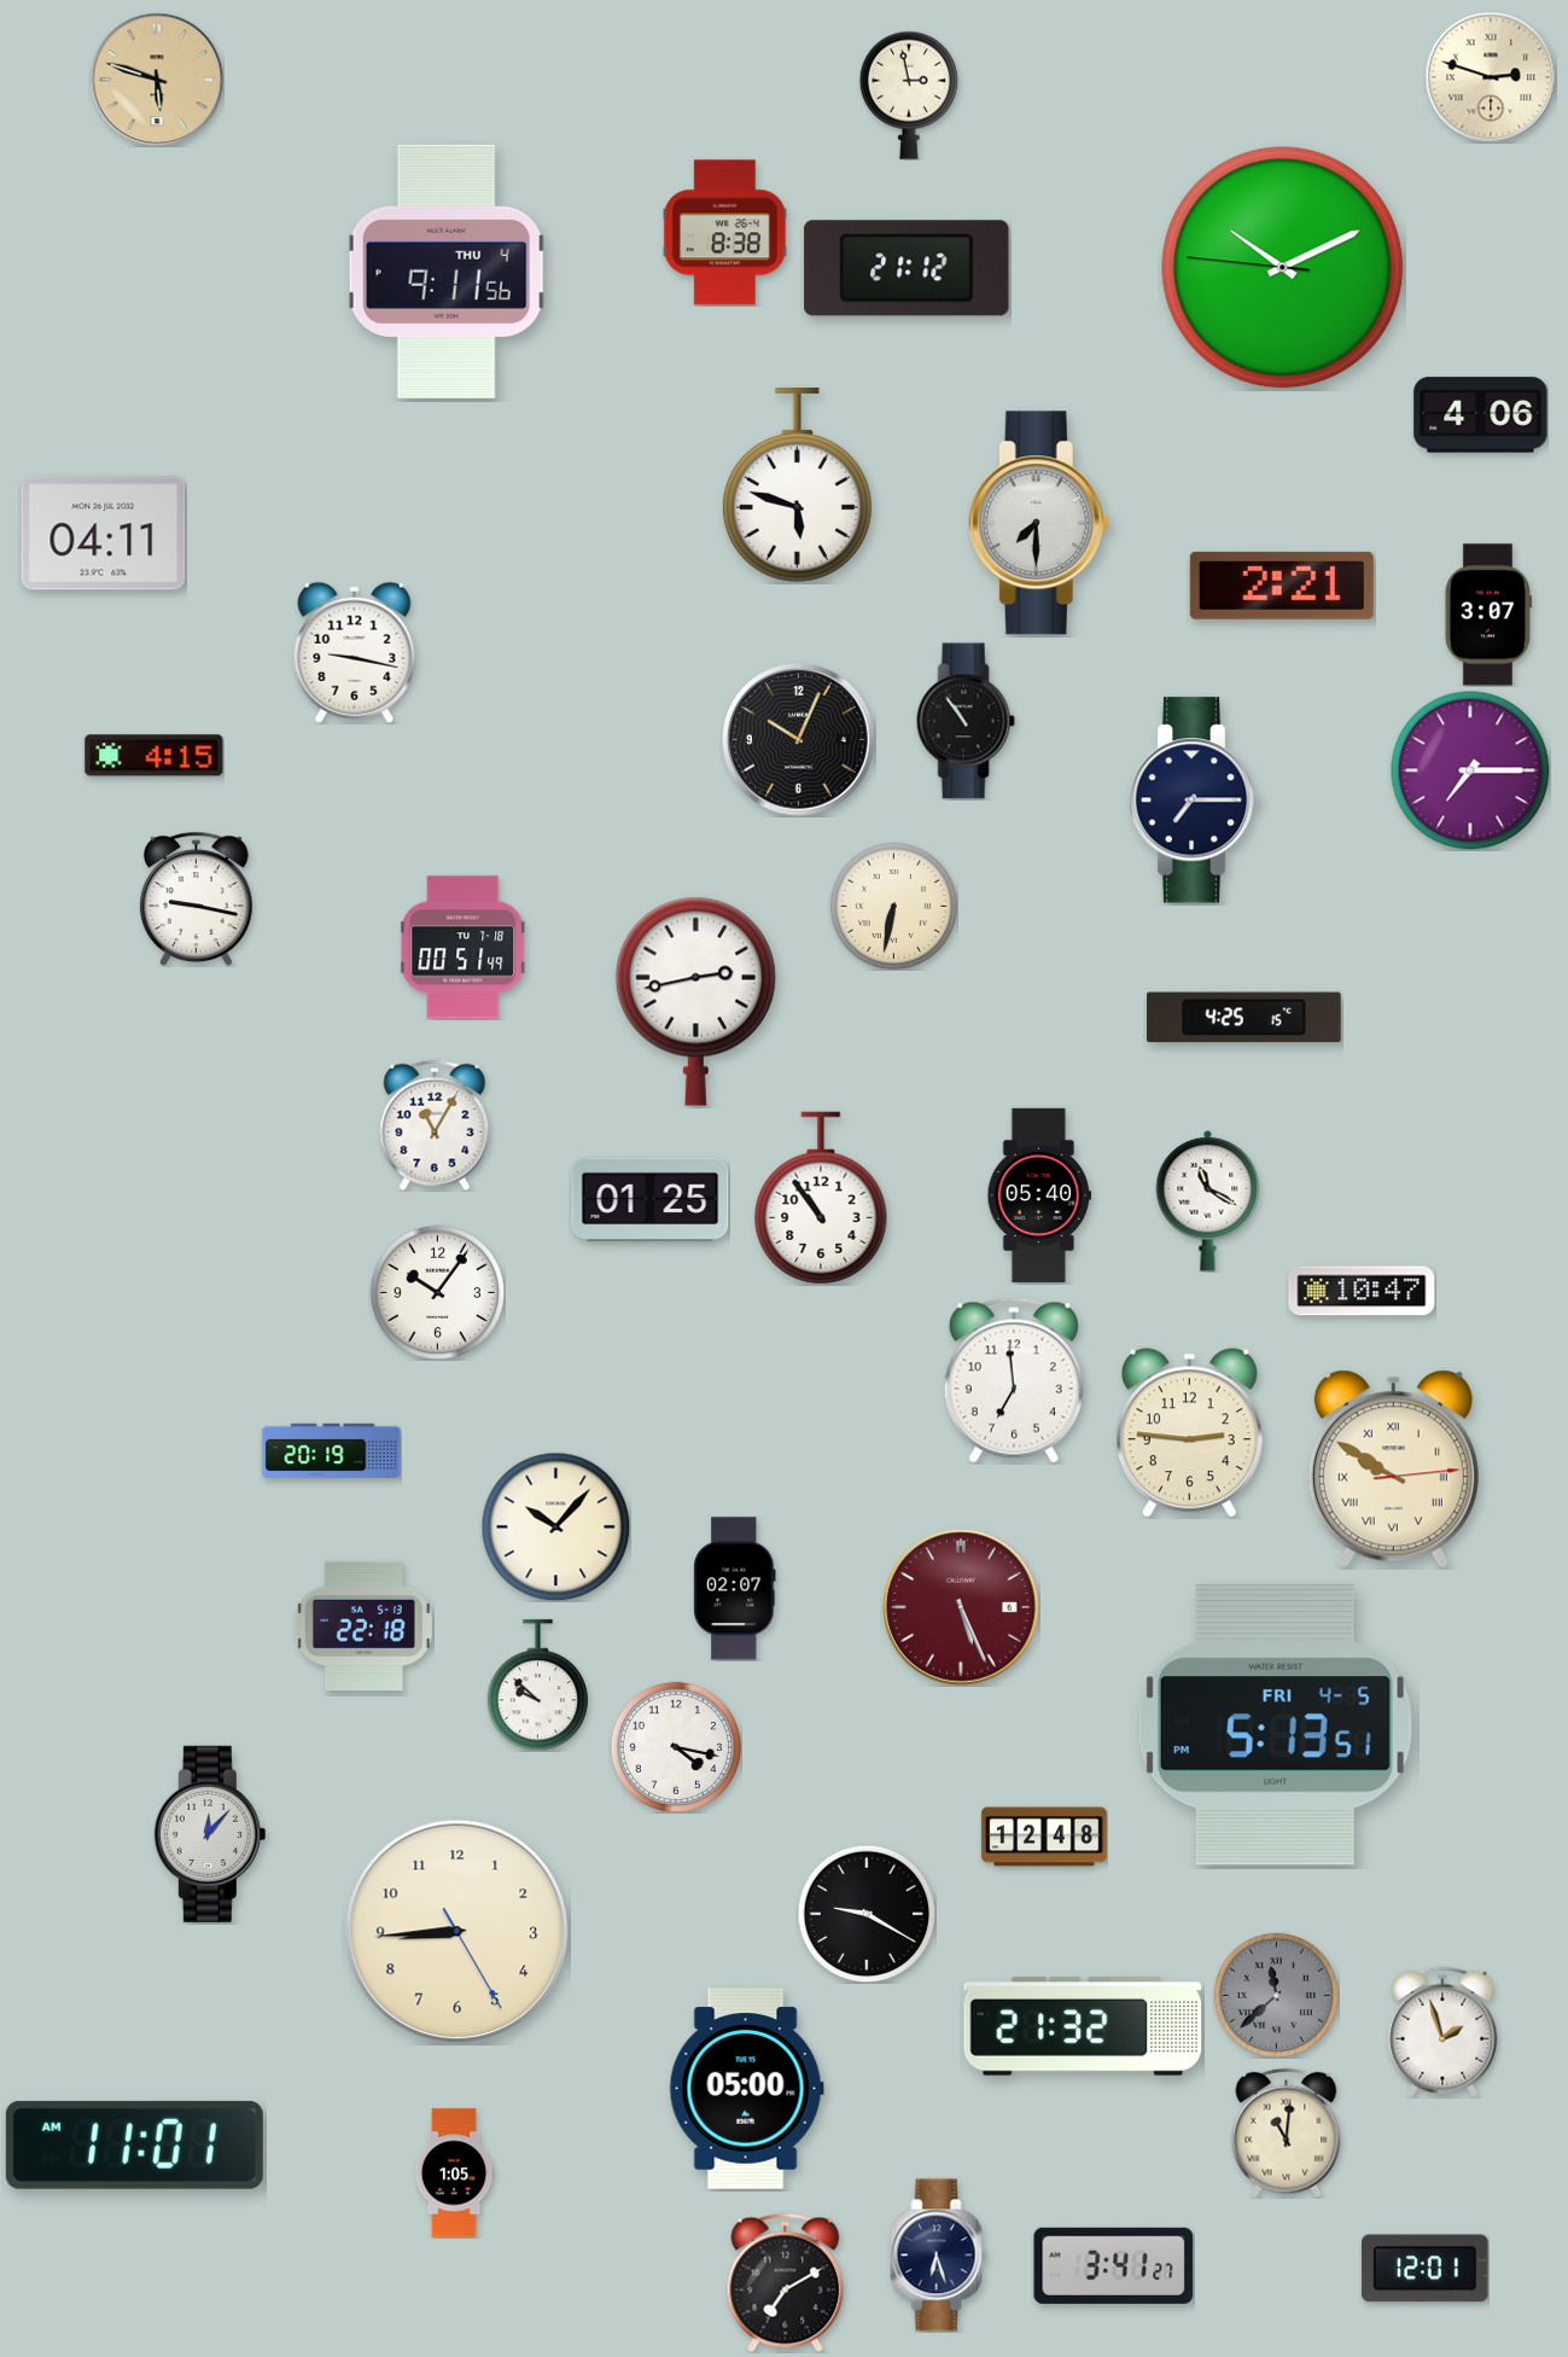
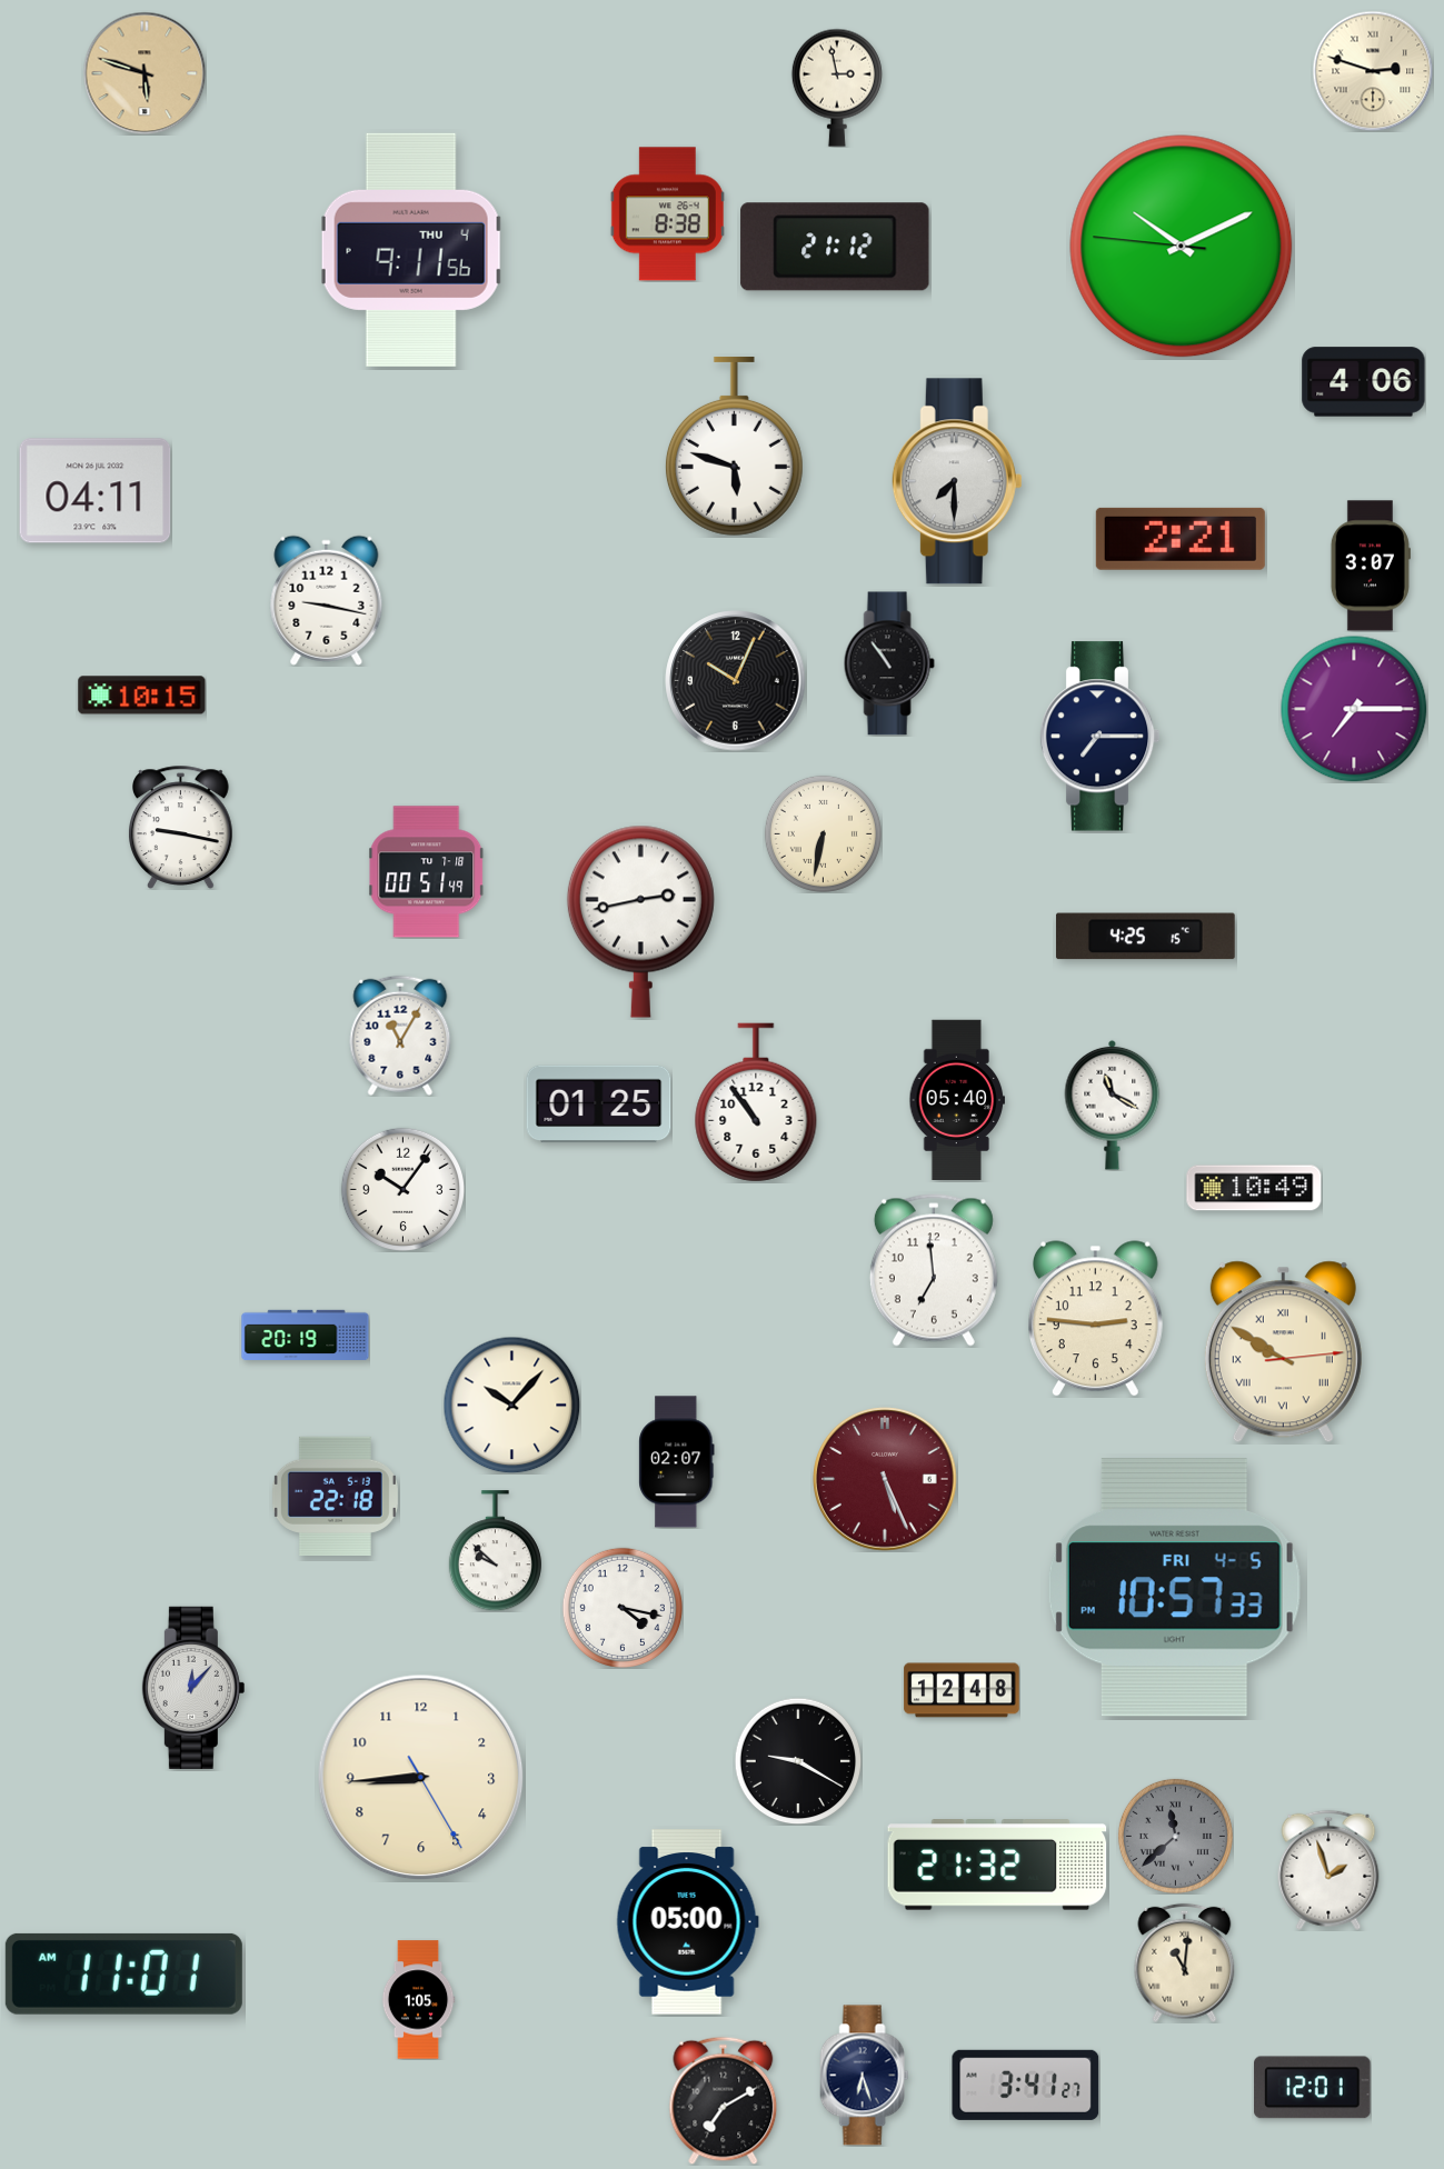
clock at (155, 756): 4:15 -> 10:15
clock at (1362, 1291): 10:47 -> 10:49
clock at (1275, 1725): 5:13 -> 10:57
